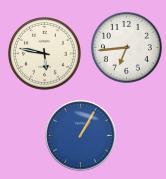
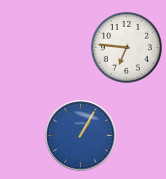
clock at (126, 47): 6:44 -> 6:46
clock at (45, 54): 5:47 -> none
